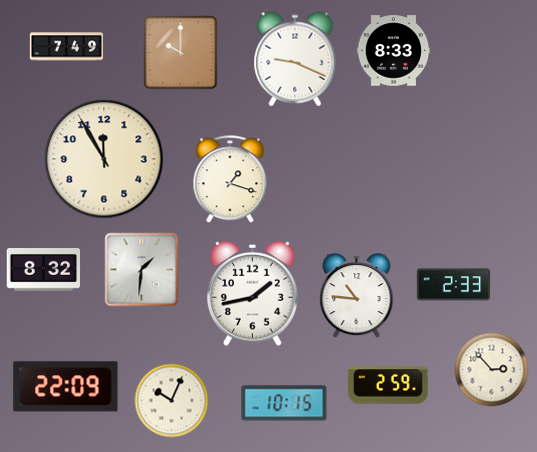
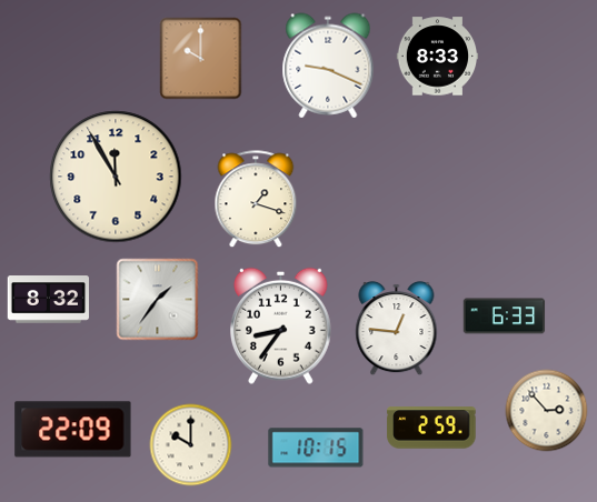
clock at (67, 47): 7:49 -> none
clock at (142, 270): 1:31 -> 1:36
clock at (454, 285): 2:33 -> 6:33
clock at (253, 293): 1:43 -> 8:36
clock at (357, 296): 10:46 -> 12:46
clock at (172, 401): 10:04 -> 10:00
